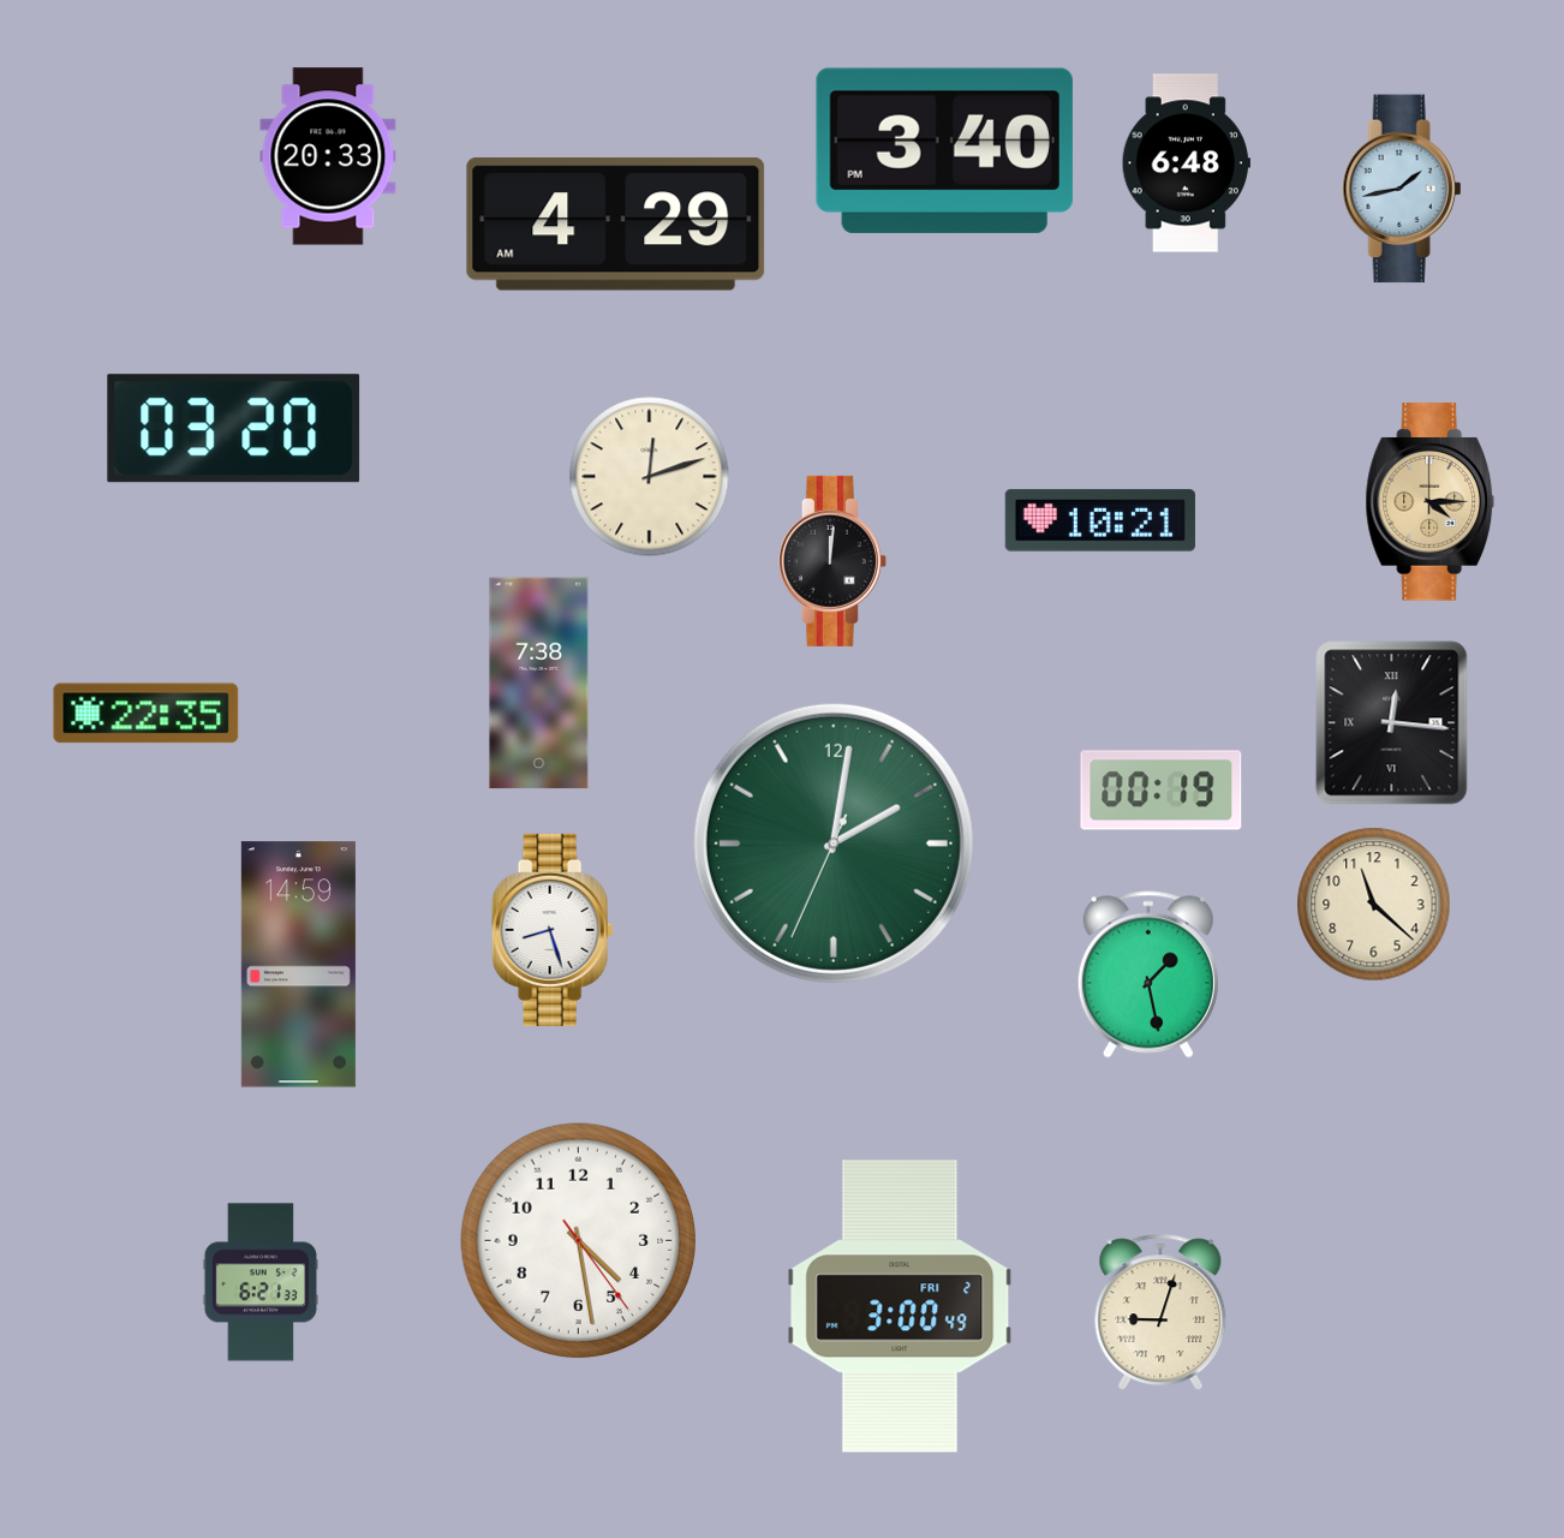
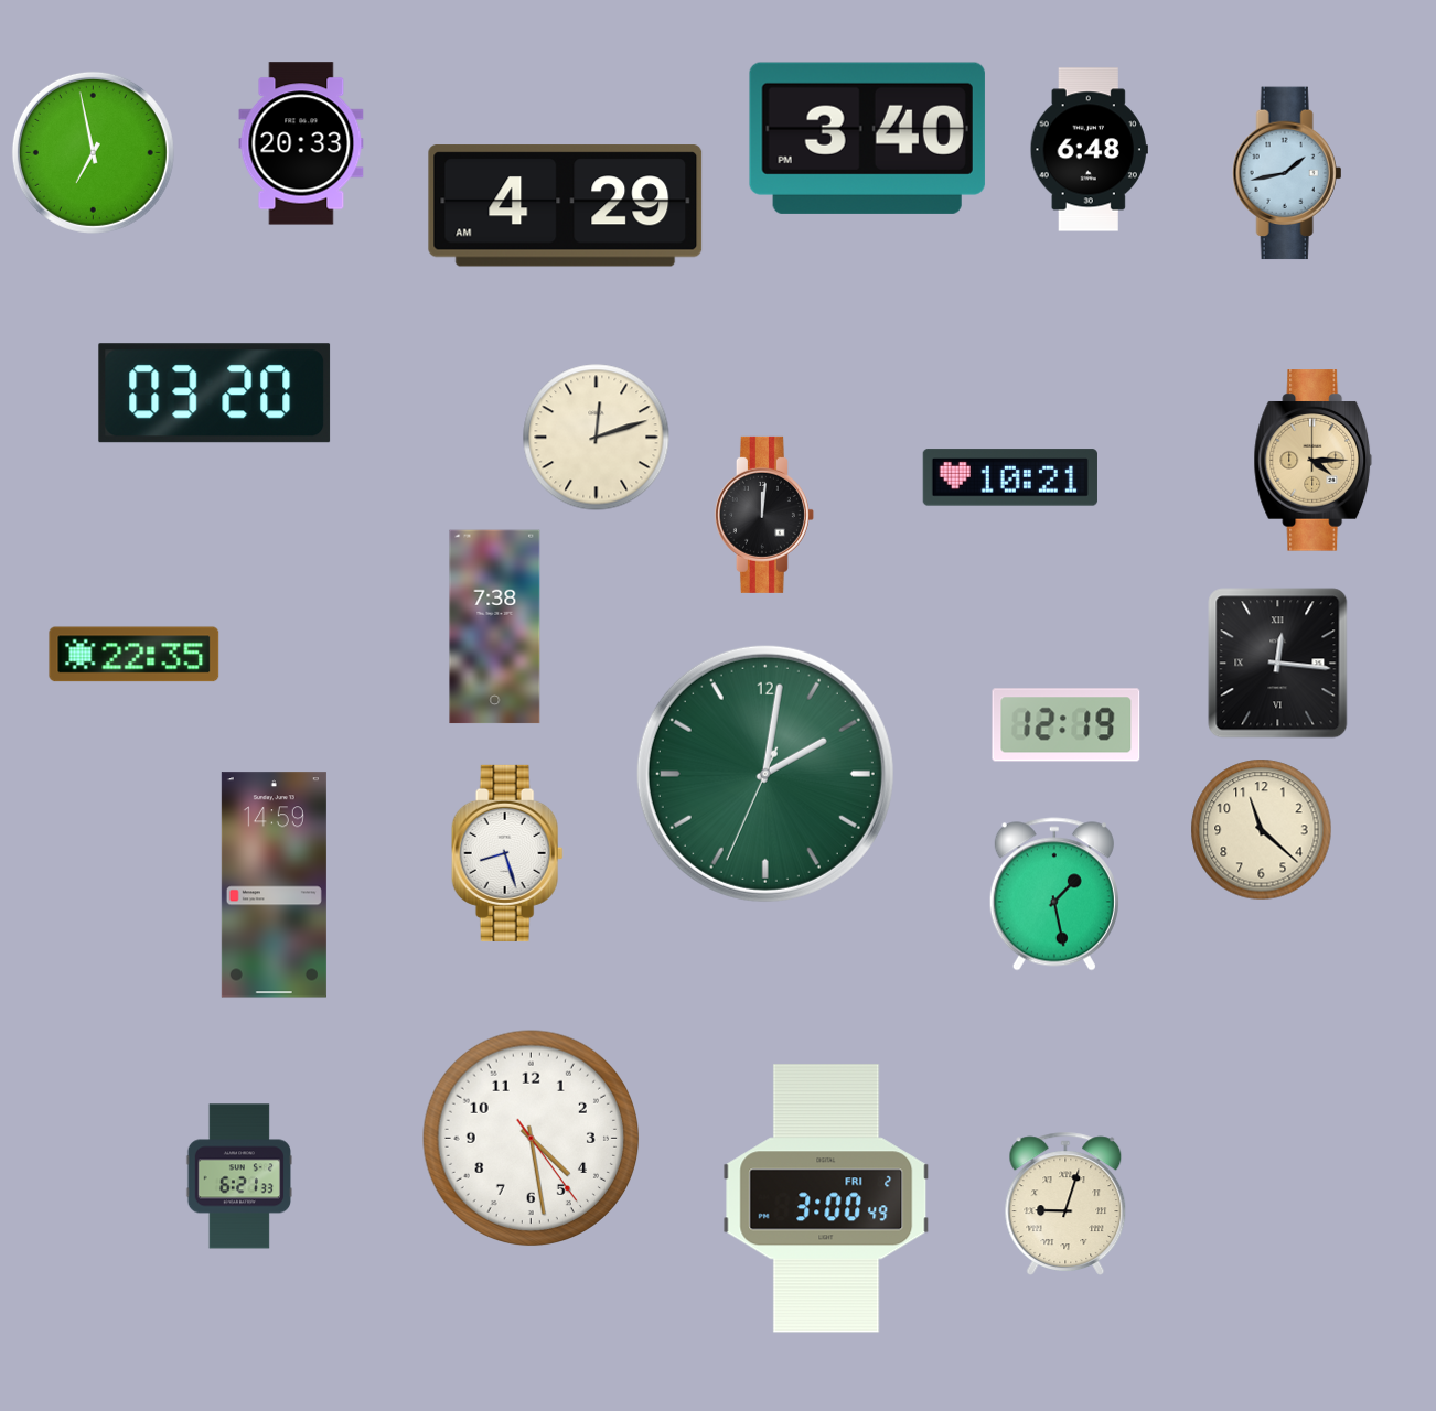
clock at (93, 152): none -> 6:58
clock at (1162, 791): 00:19 -> 12:19
